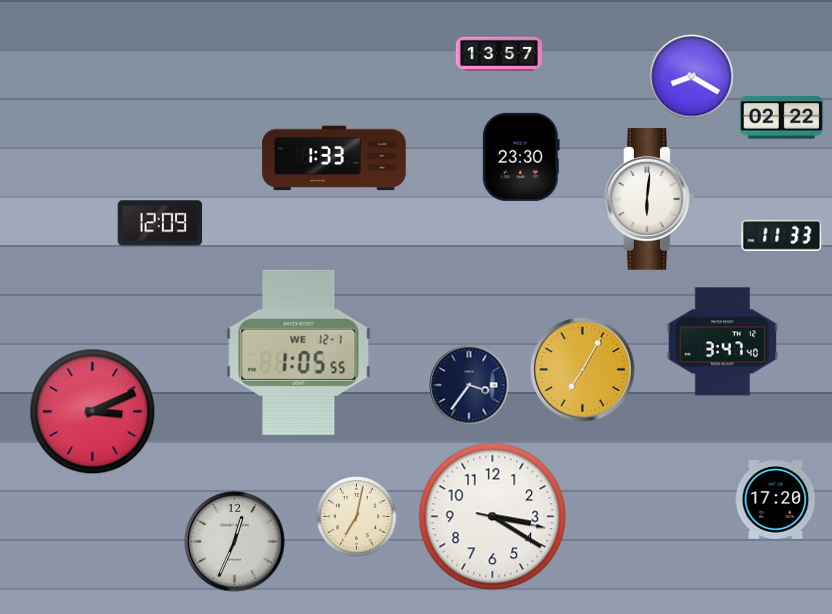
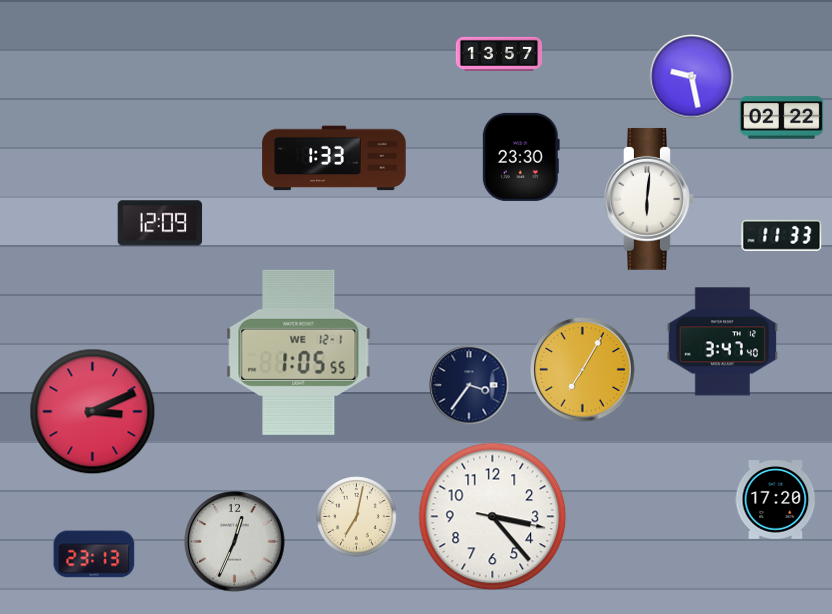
clock at (692, 77): 8:20 -> 9:28
clock at (493, 517): 3:20 -> 3:23
clock at (94, 554): none -> 23:13
